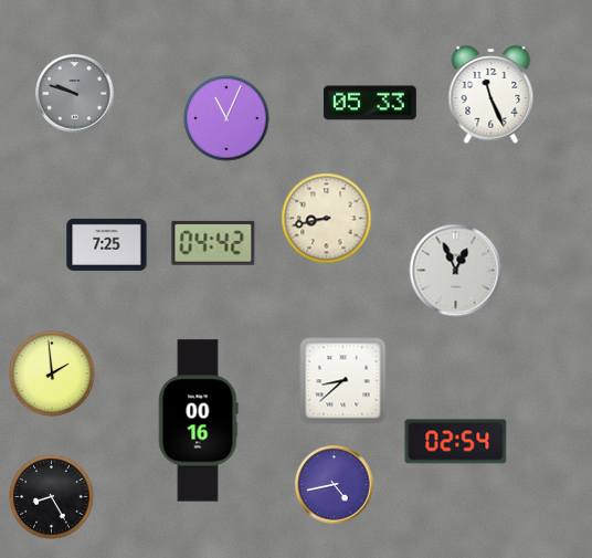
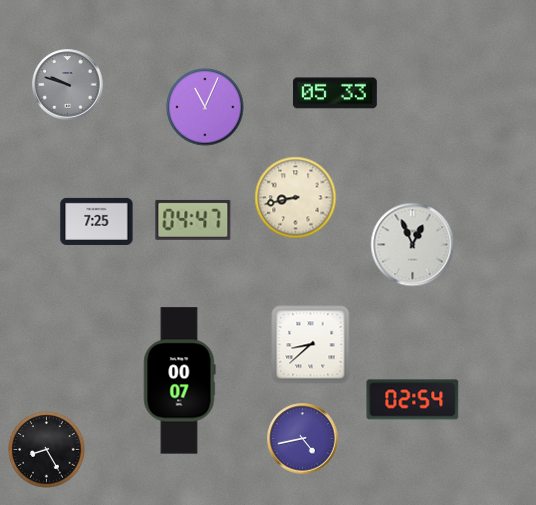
clock at (491, 95): 11:26 -> none
clock at (213, 243): 04:42 -> 04:47
clock at (52, 373): 1:59 -> none
clock at (198, 421): 00:16 -> 00:07
